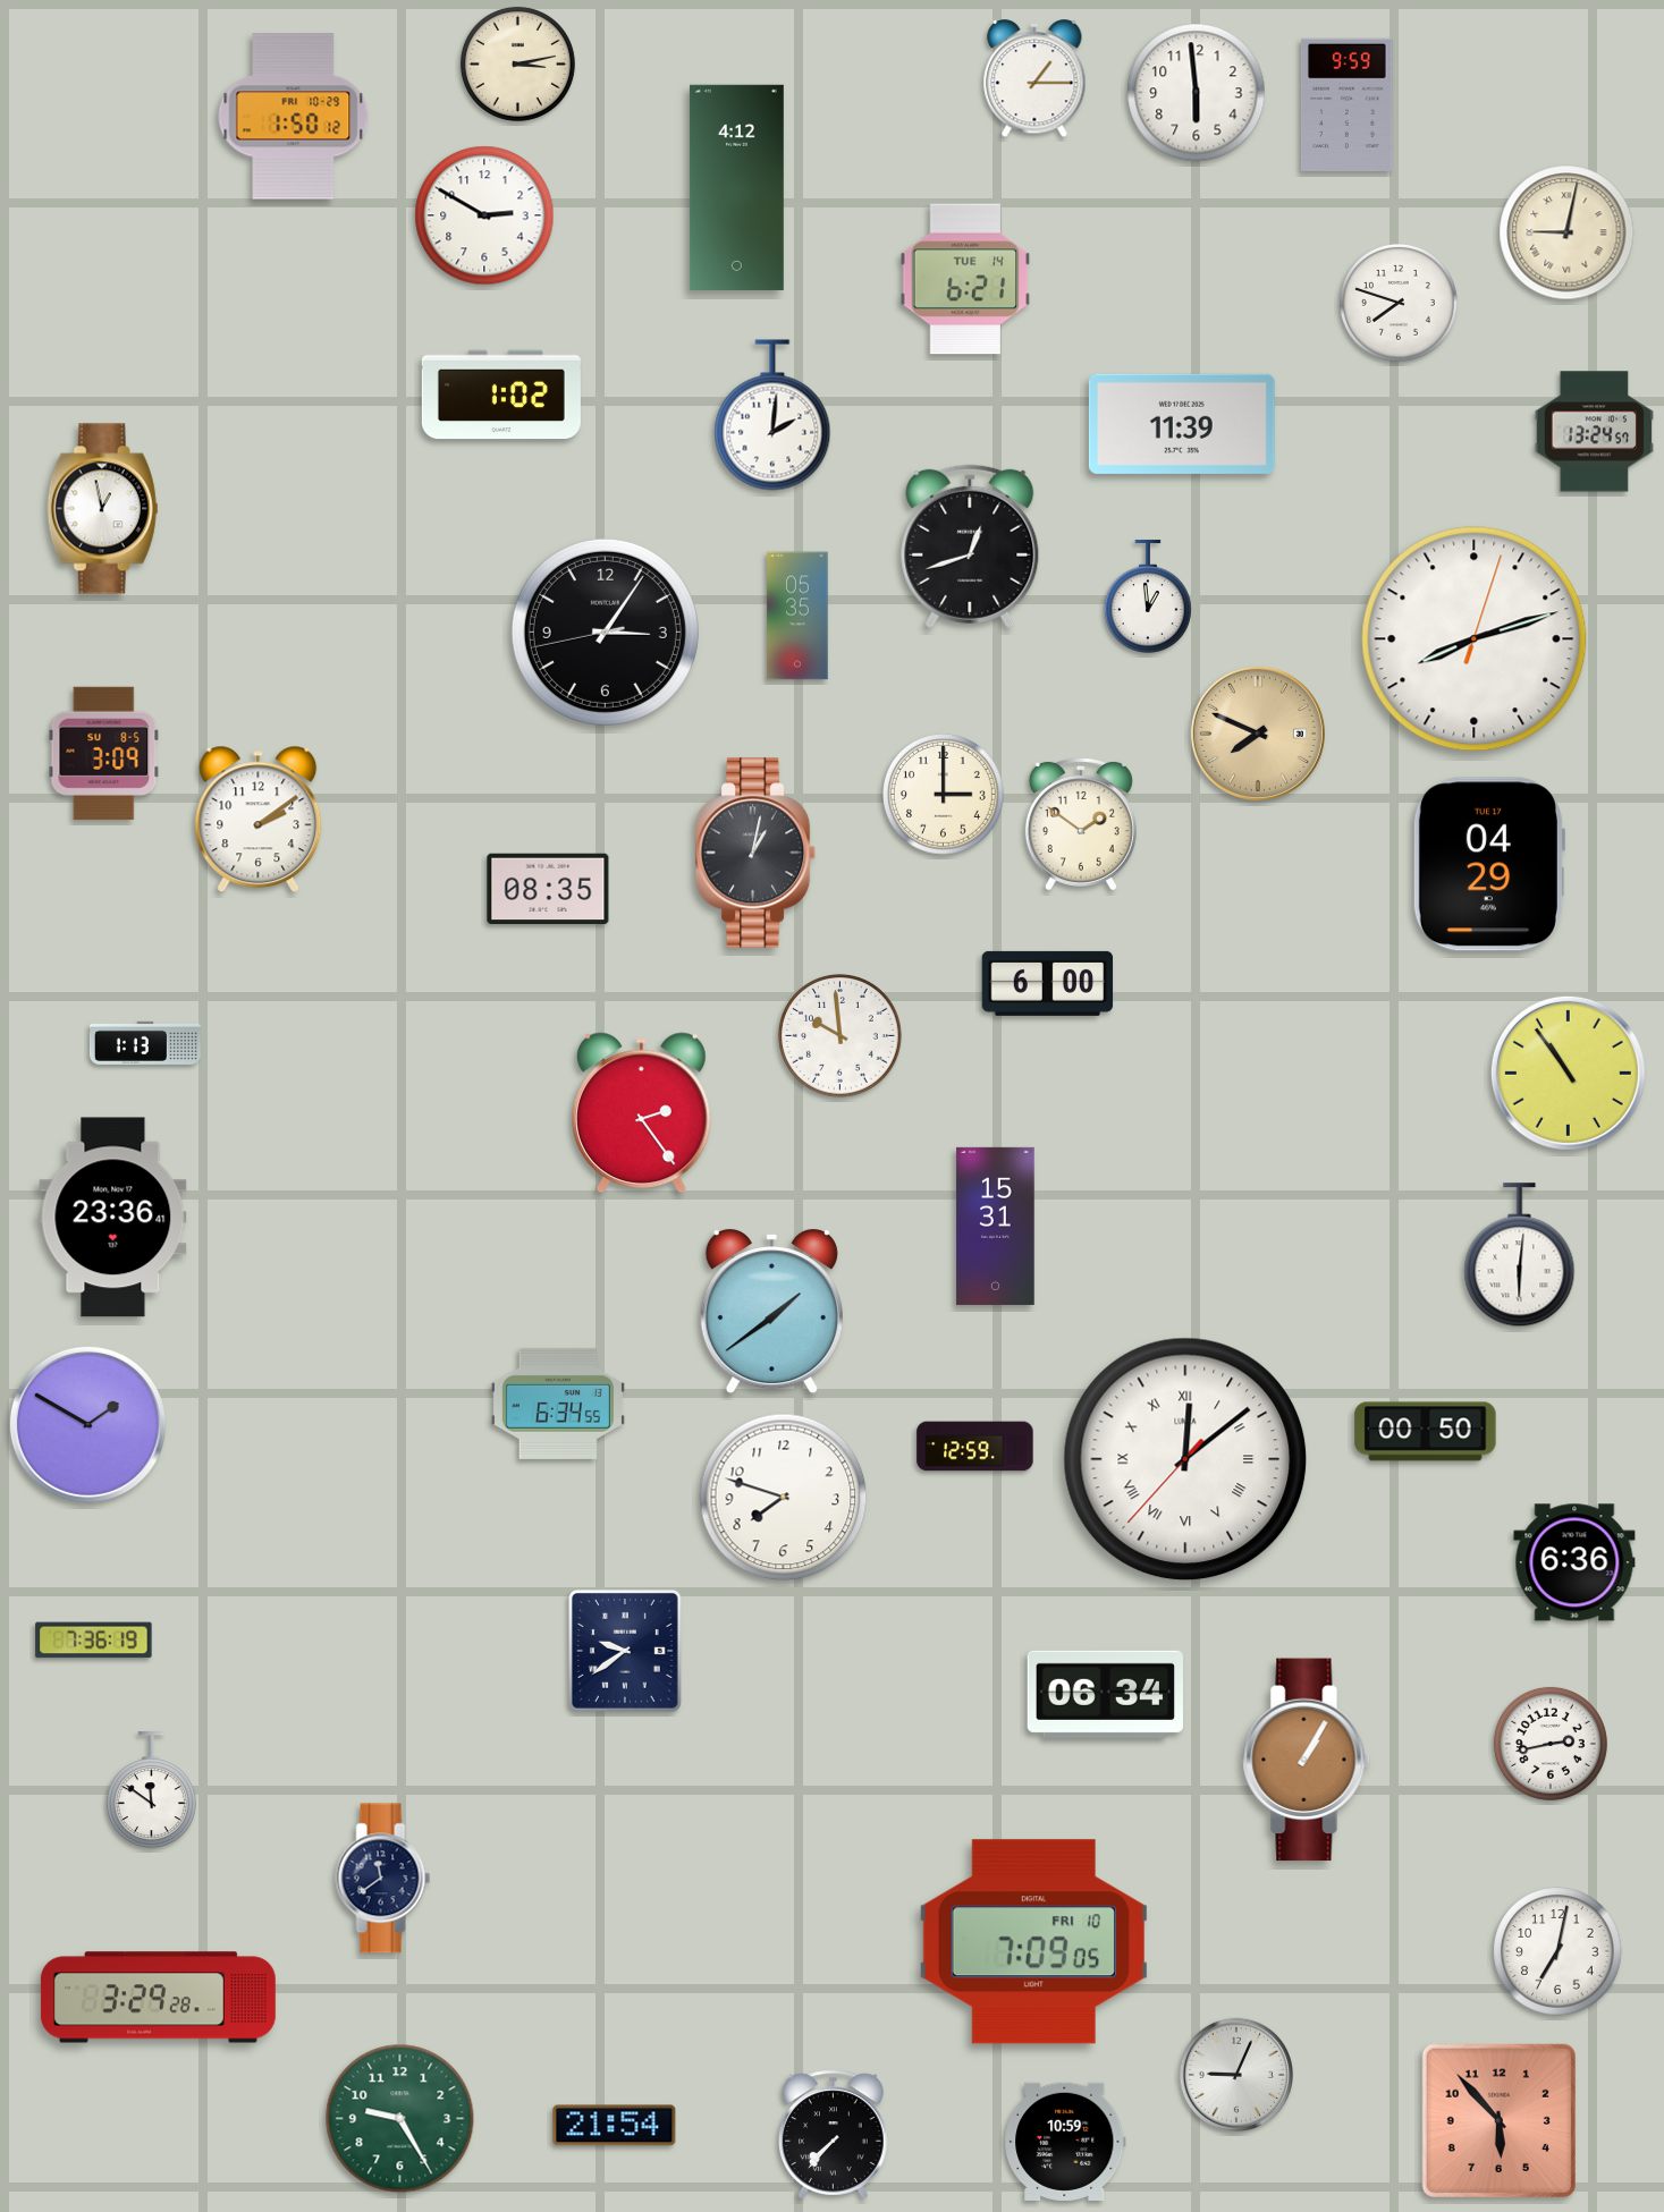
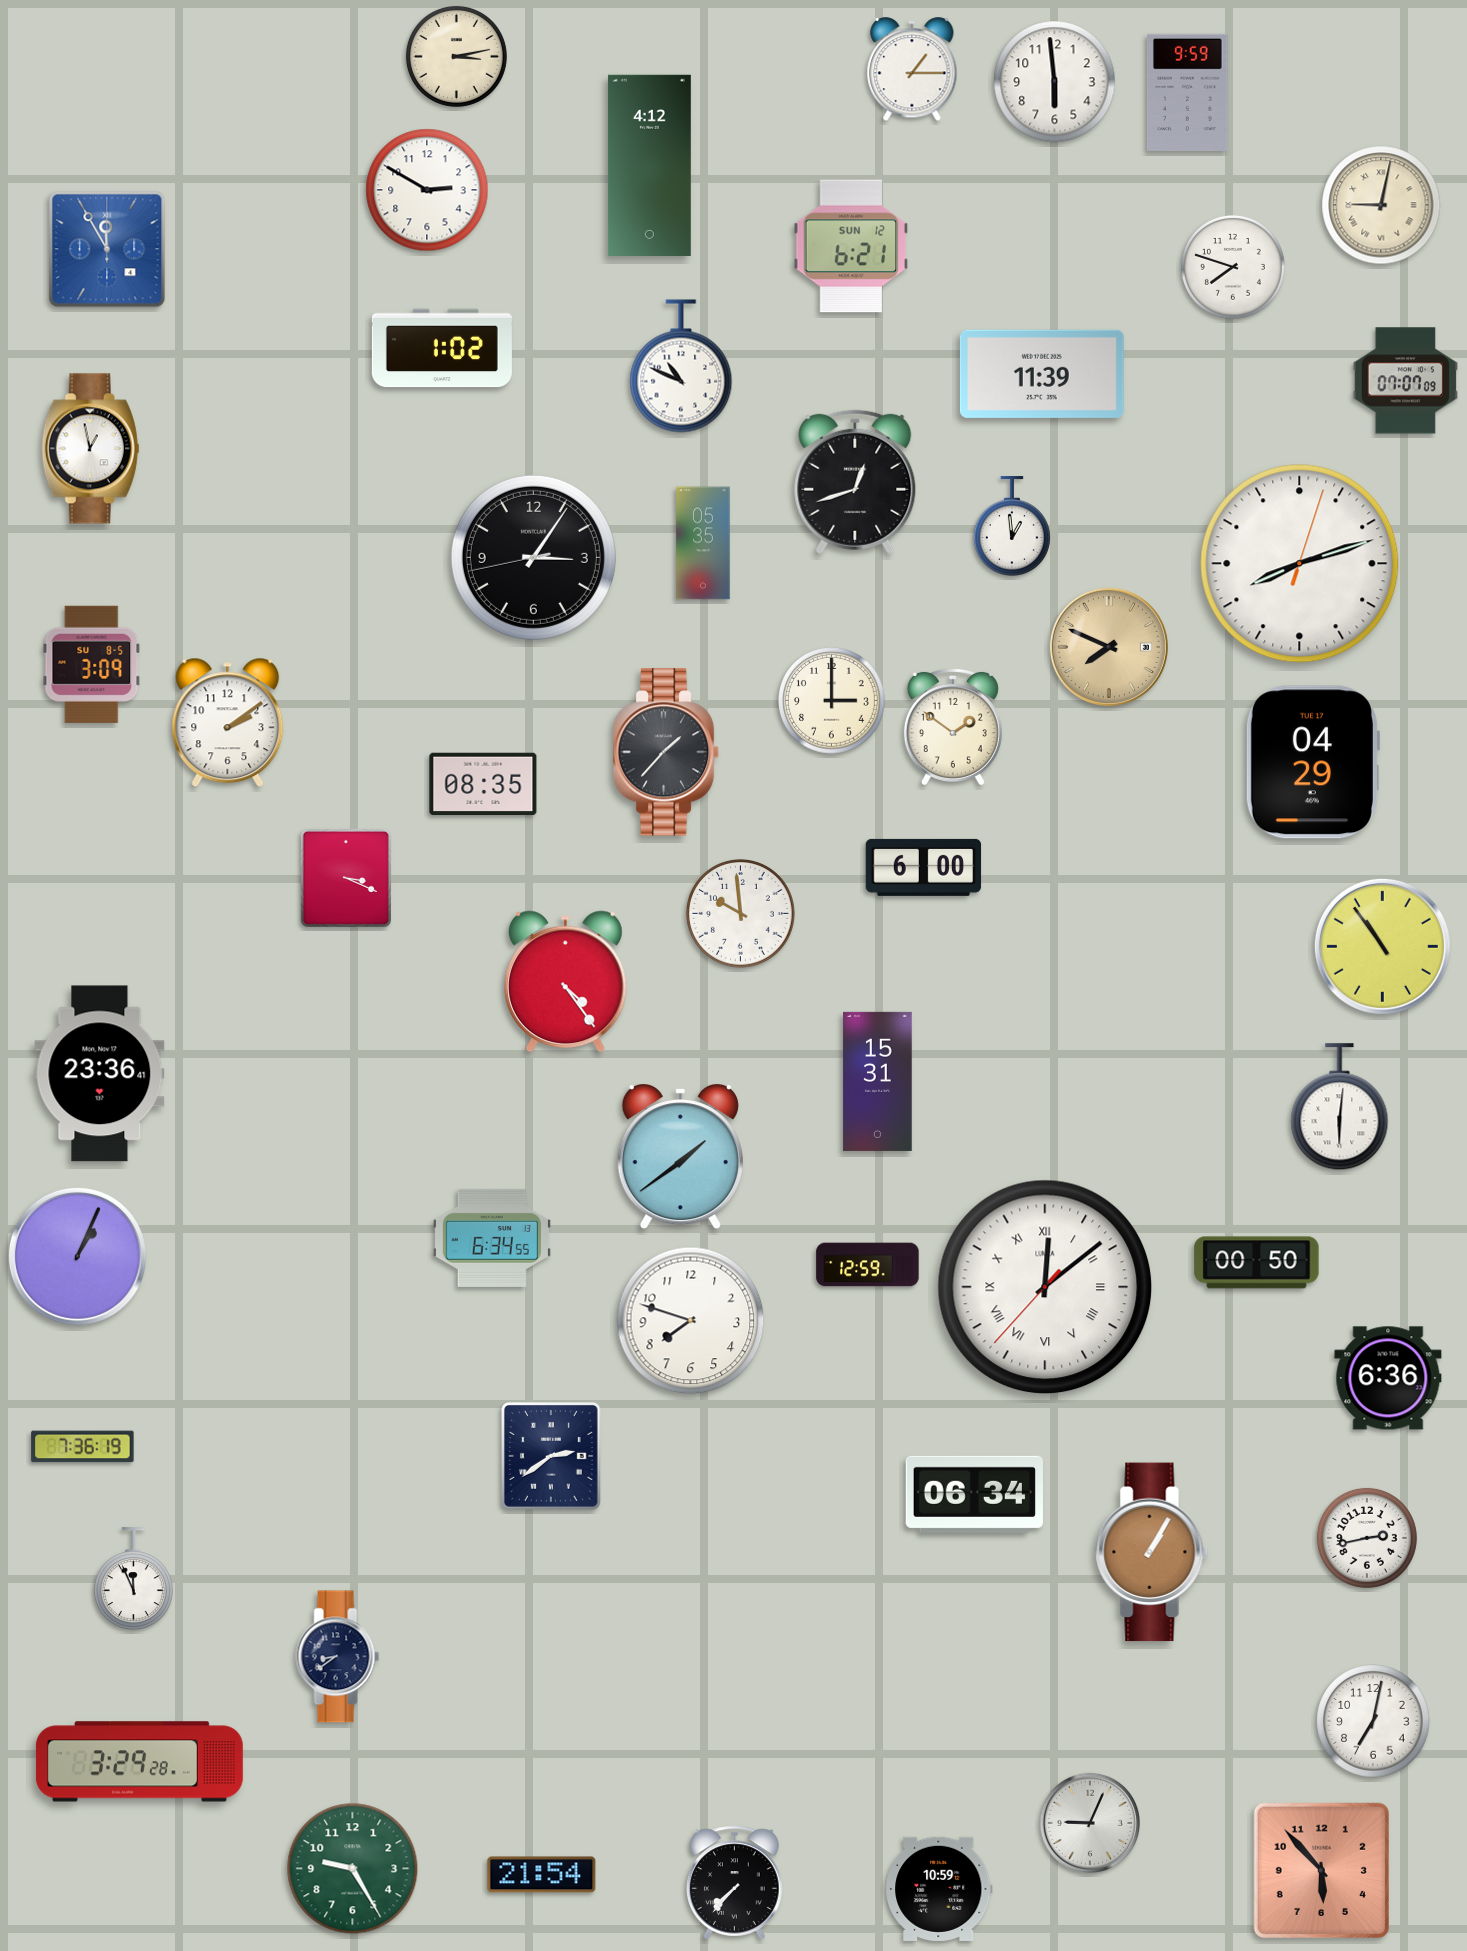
clock at (294, 117): 1:50 -> none
clock at (965, 279) date: TUE 14 -> SUN 12
clock at (107, 249): none -> 11:55
clock at (772, 415): 2:01 -> 10:49
clock at (1594, 432): 13:24 -> 07:07
clock at (755, 853): 1:02 -> 1:37
clock at (346, 878): none -> 3:19
clock at (145, 1043): 1:13 -> none
clock at (641, 1113): 2:24 -> 4:24
clock at (87, 1424): 1:50 -> 1:04
clock at (975, 1447) position: (975, 1447) -> (868, 1265)
clock at (625, 1652): 9:39 -> 2:39
clock at (151, 1790): 11:51 -> 11:56
clock at (383, 1879): 11:39 -> 8:39
clock at (1033, 1942): 7:09 -> none
clock at (1235, 2074) position: (1235, 2074) -> (1089, 1822)
